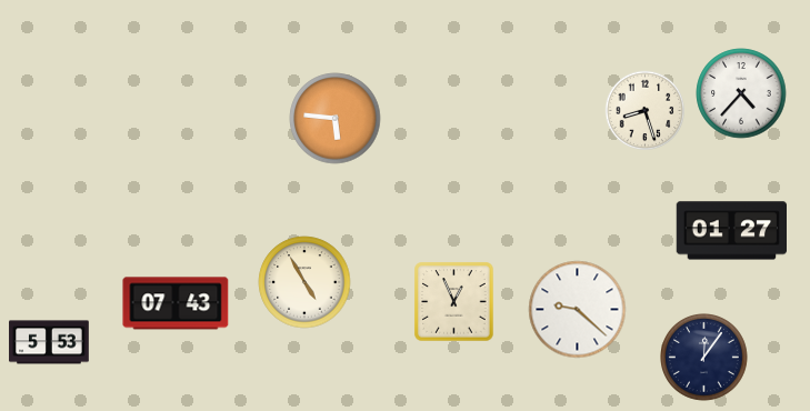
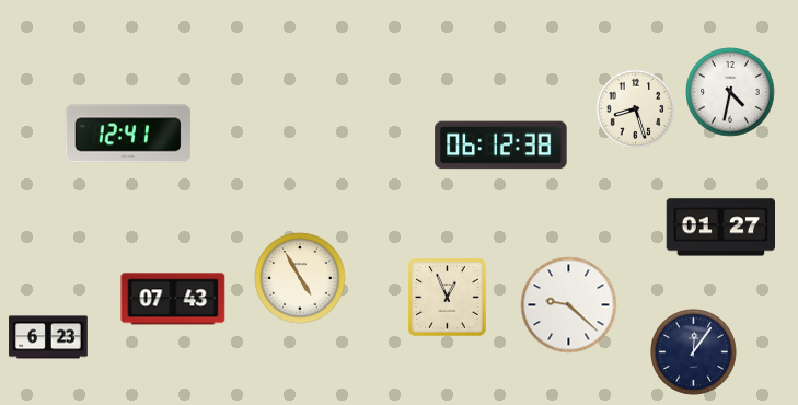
clock at (741, 93): 4:37 -> 4:32
clock at (336, 119): 5:46 -> none
clock at (128, 134): none -> 12:41
clock at (501, 146): none -> 06:12
clock at (49, 342): 5:53 -> 6:23
